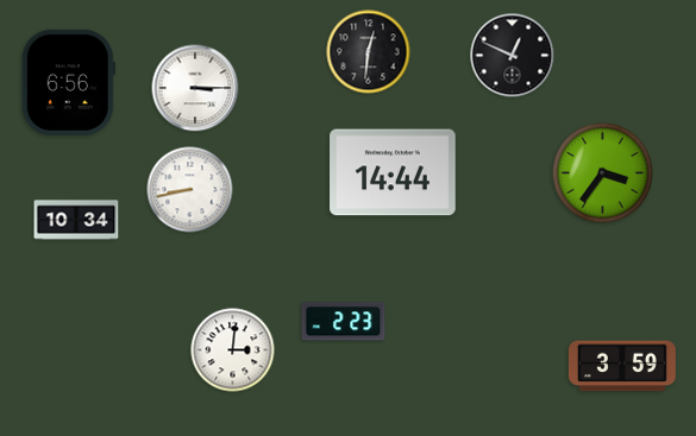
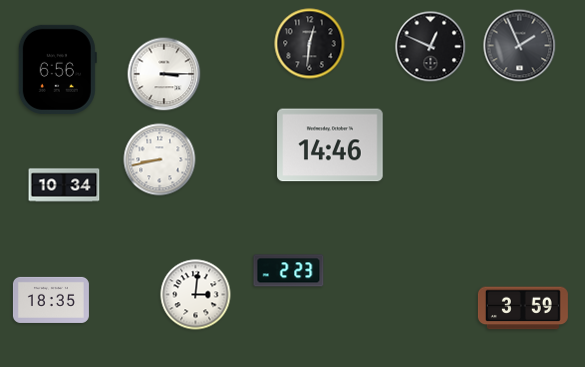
clock at (520, 46): none -> 1:56
clock at (393, 172): 14:44 -> 14:46
clock at (602, 172): 3:36 -> none
clock at (51, 300): none -> 18:35
